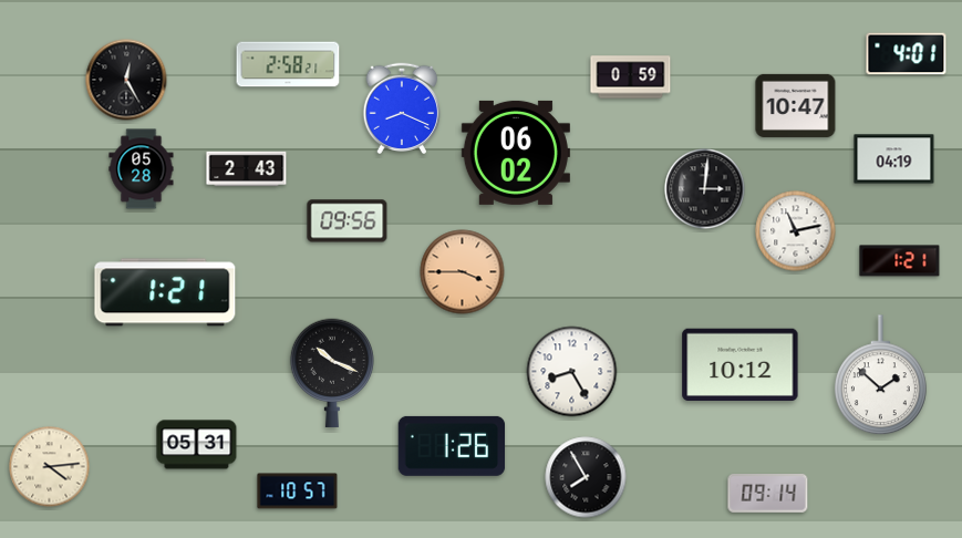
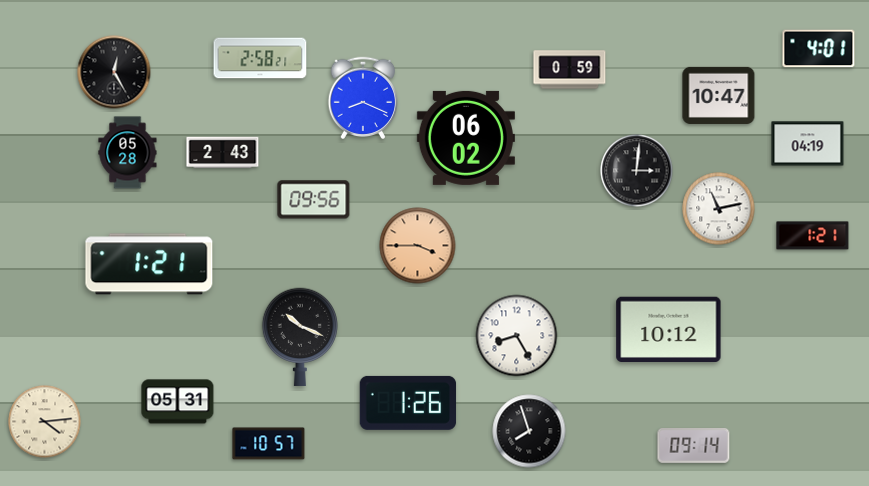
clock at (881, 375): 1:52 -> none
clock at (586, 477): 7:55 -> 7:57
